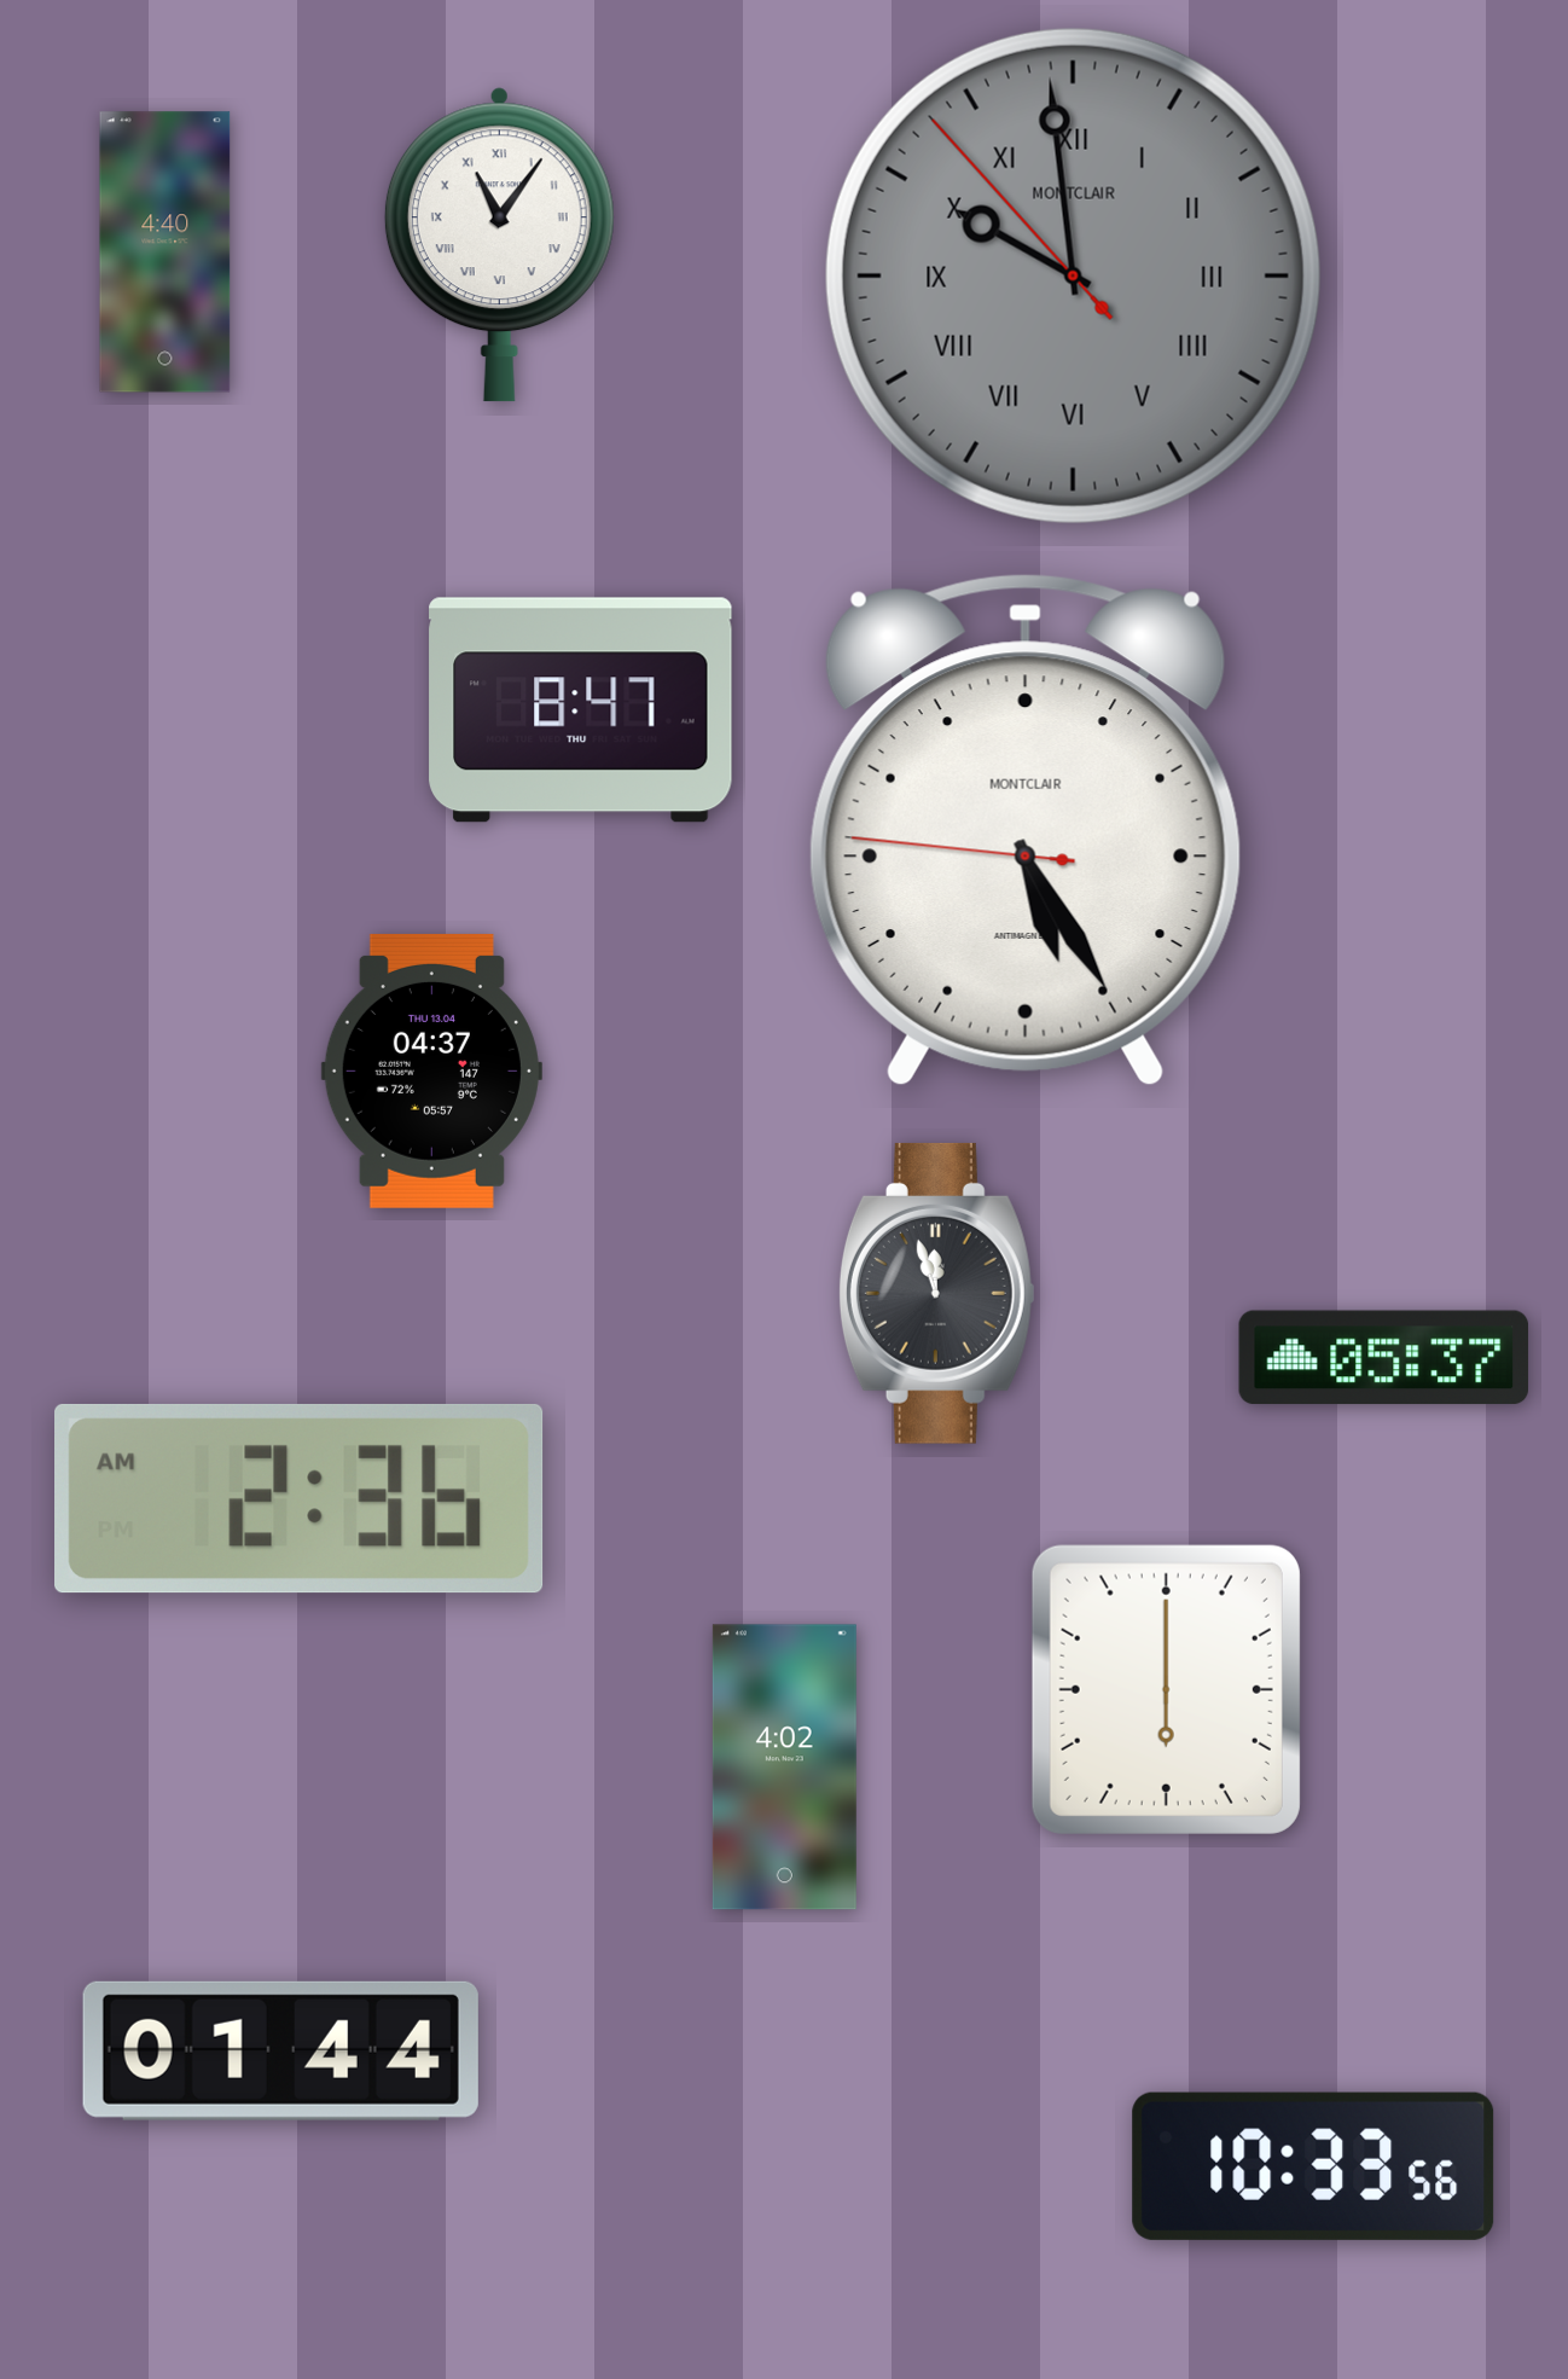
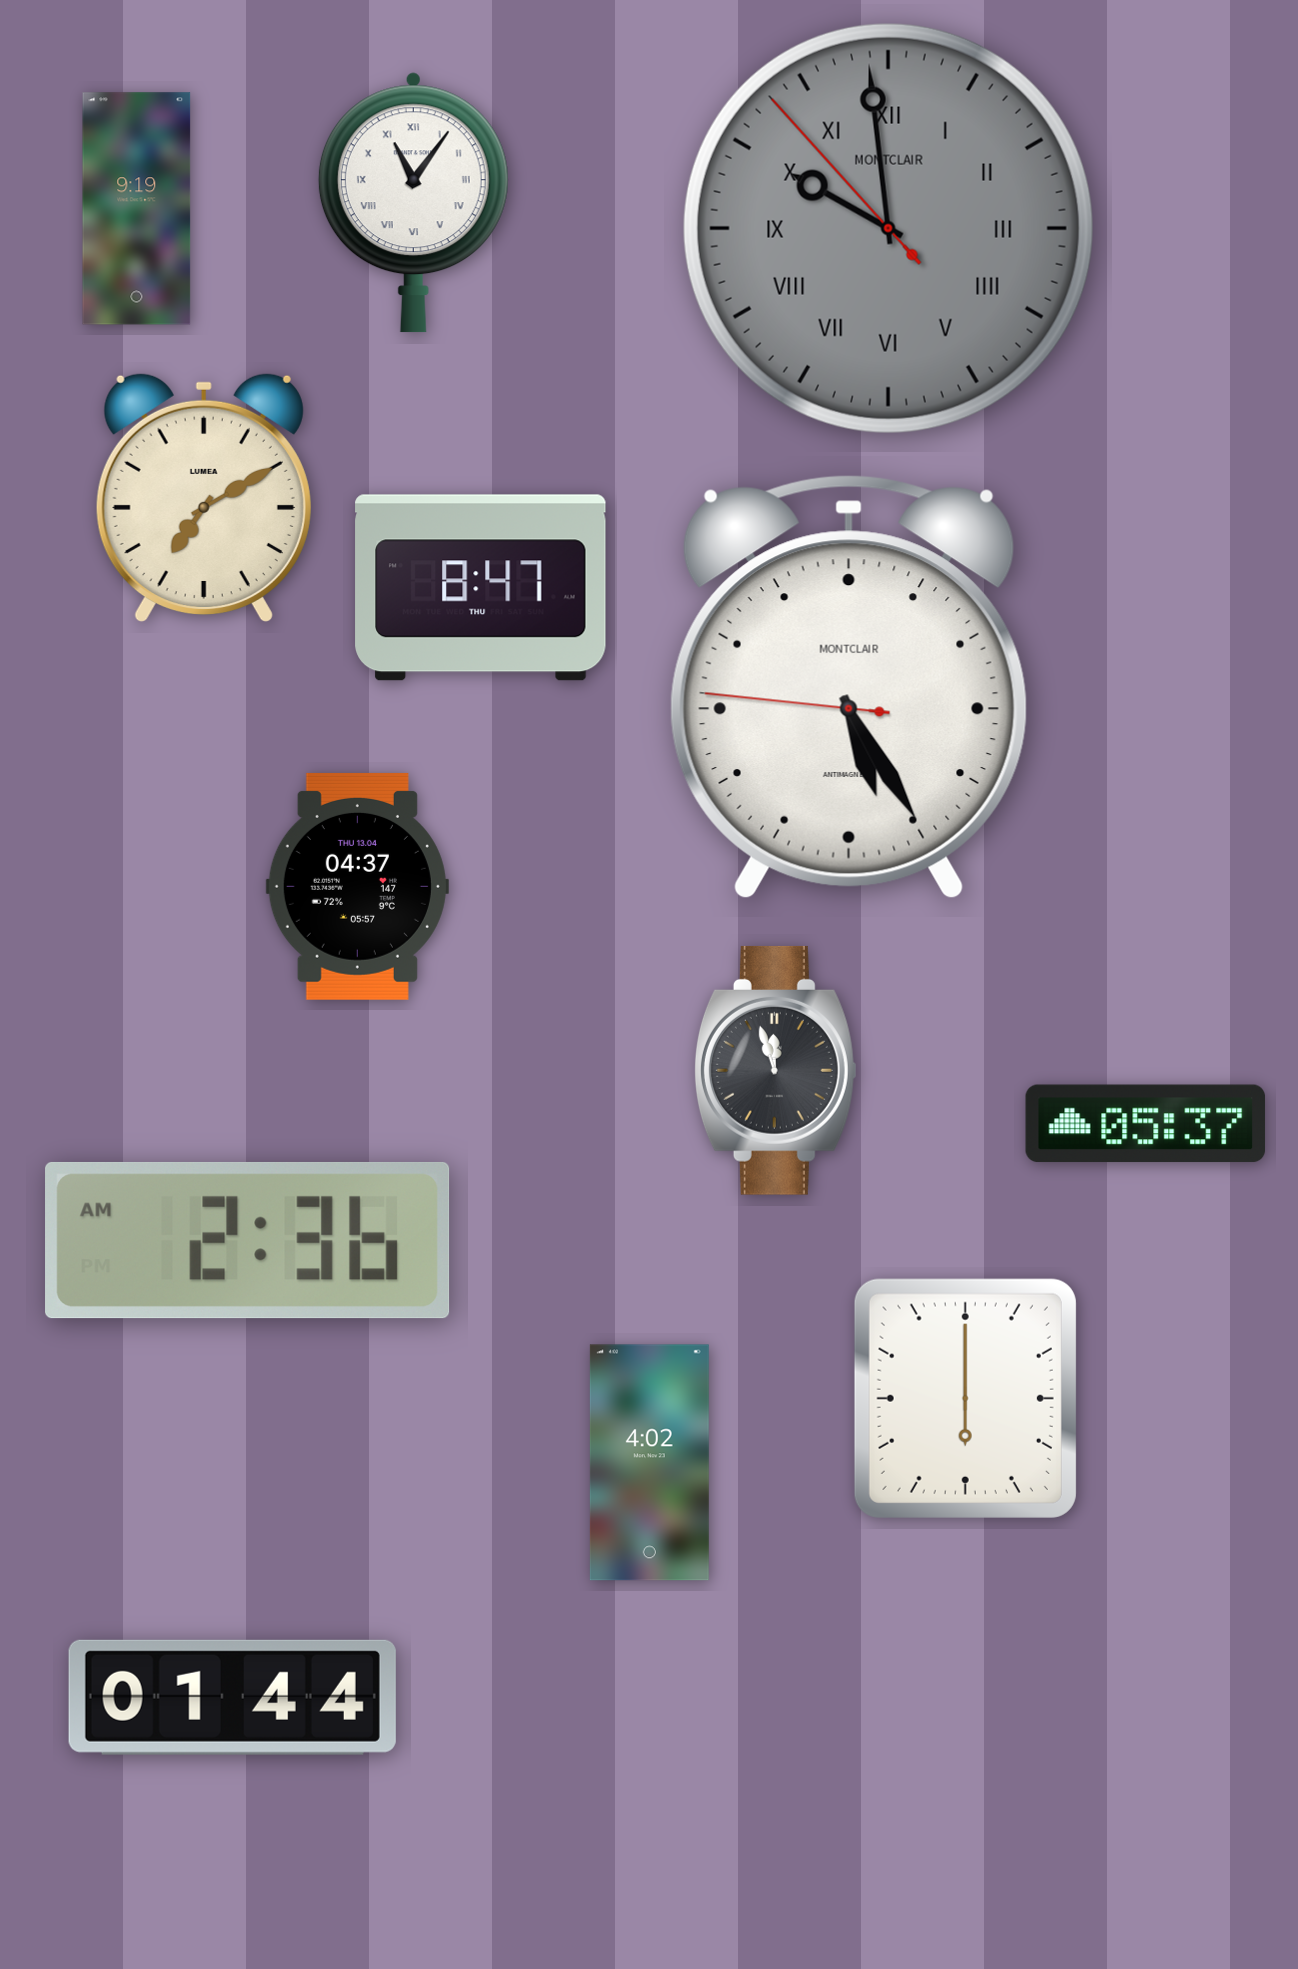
clock at (165, 253): 4:40 -> 9:19
clock at (204, 498): none -> 7:10
clock at (1313, 2166): 10:33 -> none
